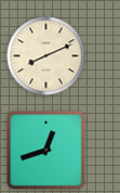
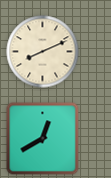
clock at (46, 151): 12:42 -> 12:40
